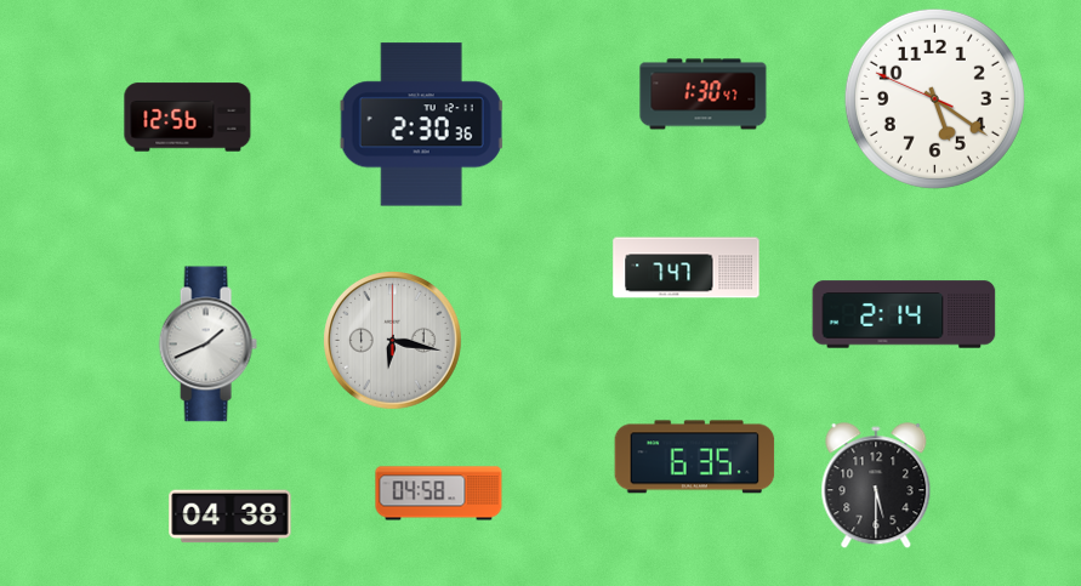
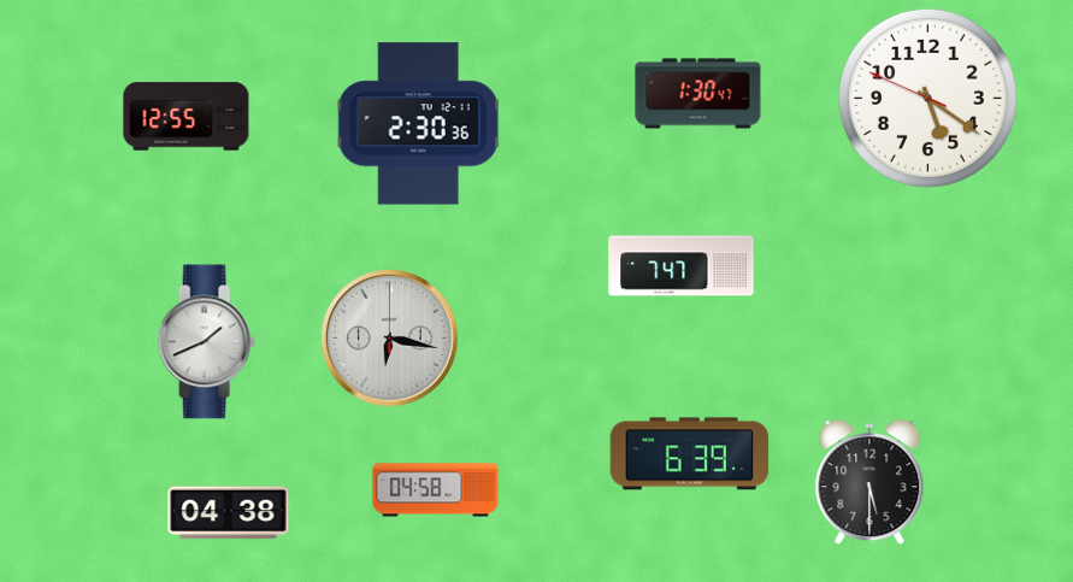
clock at (188, 118): 12:56 -> 12:55
clock at (904, 314): 2:14 -> none
clock at (695, 457): 6:35 -> 6:39
